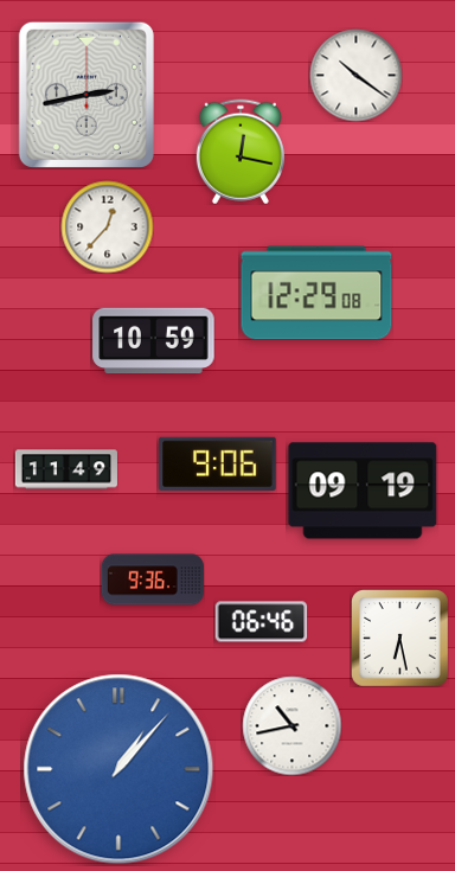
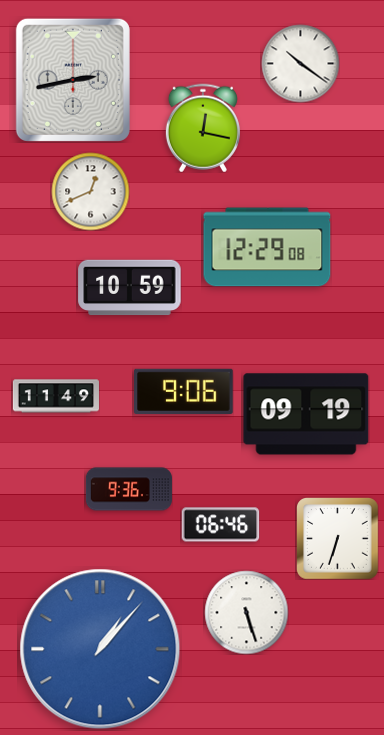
clock at (107, 226): 12:37 -> 12:41
clock at (400, 639): 6:28 -> 6:33
clock at (291, 725): 10:43 -> 5:27
